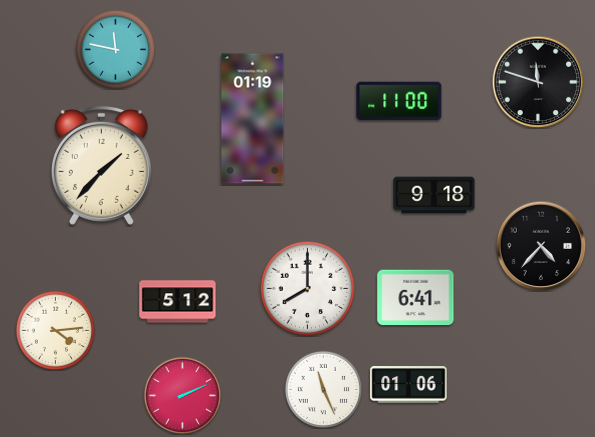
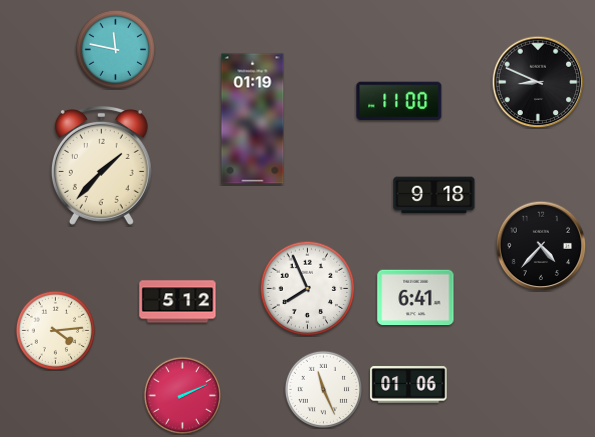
clock at (538, 82): 11:48 -> 8:49
clock at (307, 288): 8:00 -> 7:56
